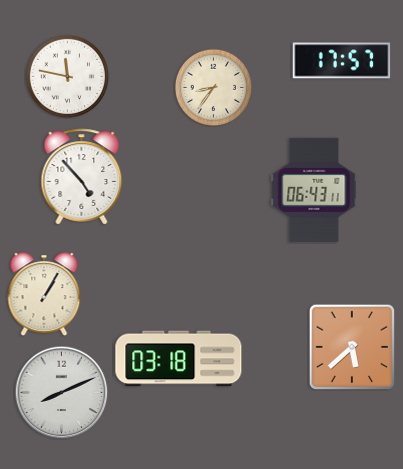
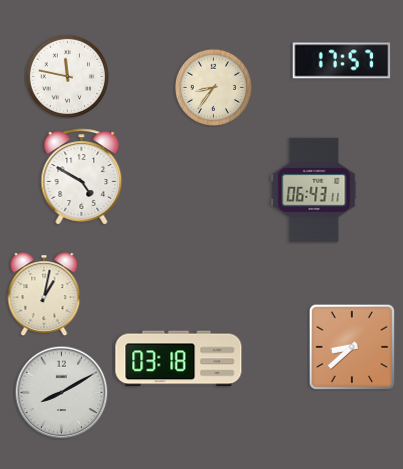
clock at (82, 177): 4:53 -> 4:50
clock at (44, 294): 1:05 -> 1:02
clock at (352, 347): 5:38 -> 8:38
clock at (61, 392): 8:11 -> 8:10
